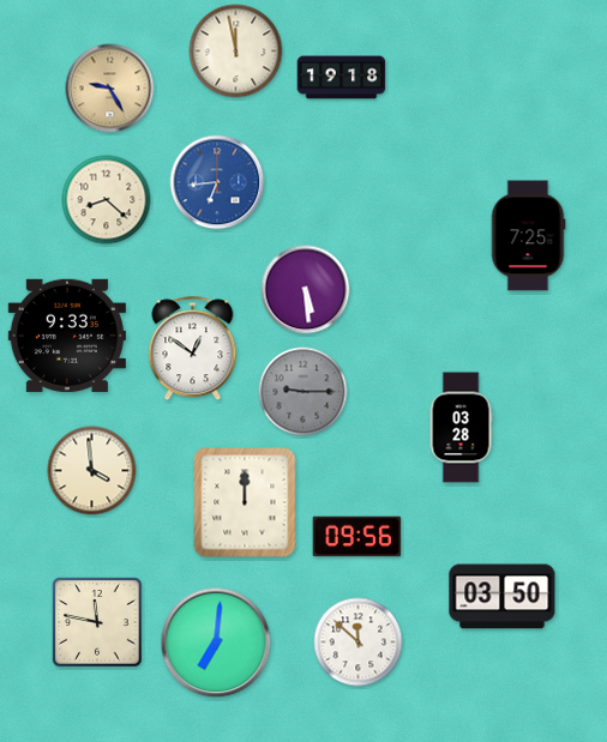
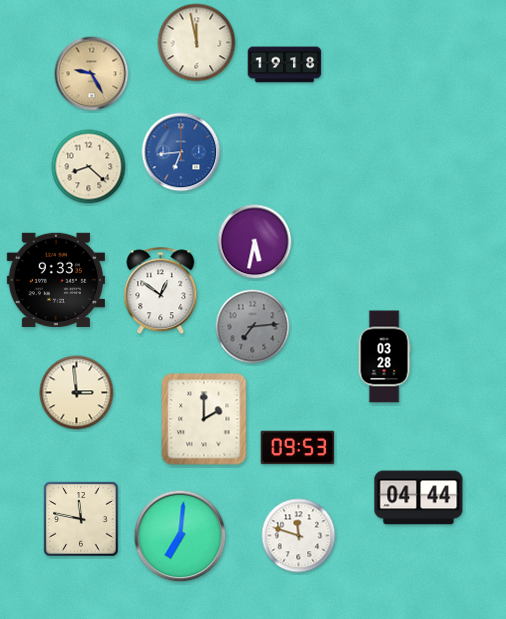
clock at (528, 236): 7:25 -> none
clock at (306, 290): 5:29 -> 5:32
clock at (303, 392): 9:15 -> 7:14
clock at (92, 471): 3:59 -> 2:59
clock at (245, 502): 12:00 -> 2:00
clock at (357, 537): 09:56 -> 09:53
clock at (503, 597): 03:50 -> 04:44
clock at (359, 643): 11:52 -> 11:48
